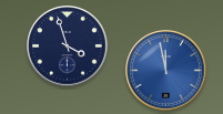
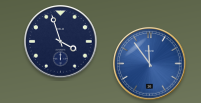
clock at (166, 71): 11:58 -> 11:54
